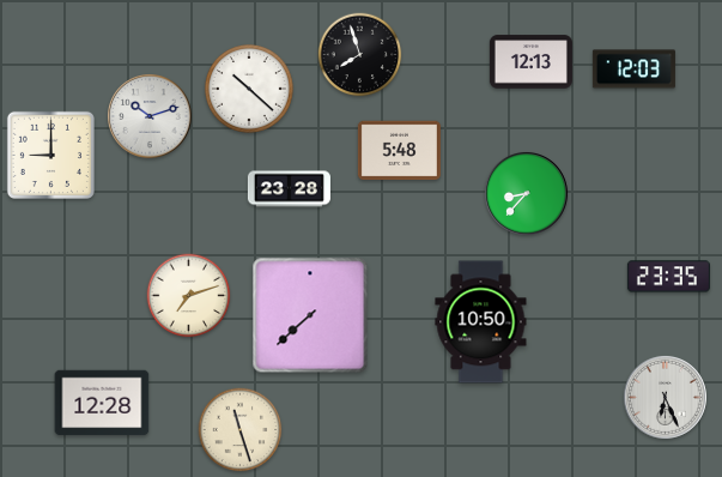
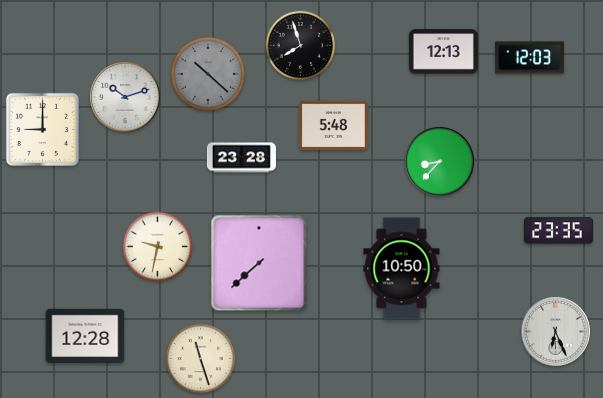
clock at (249, 89) dial: white -> grey
clock at (189, 296): 7:12 -> 9:32
